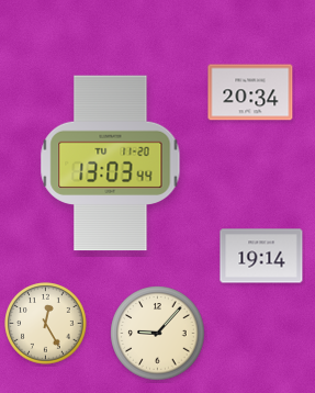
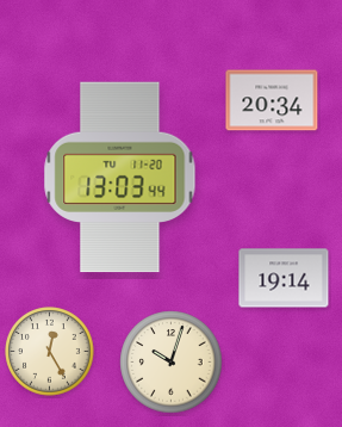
clock at (158, 334): 9:07 -> 10:03
